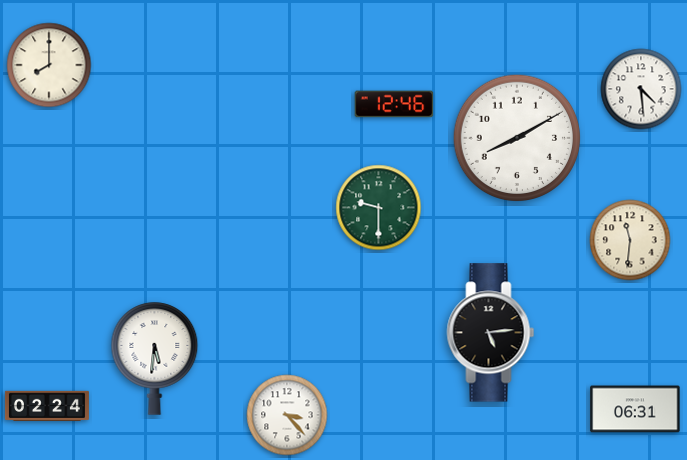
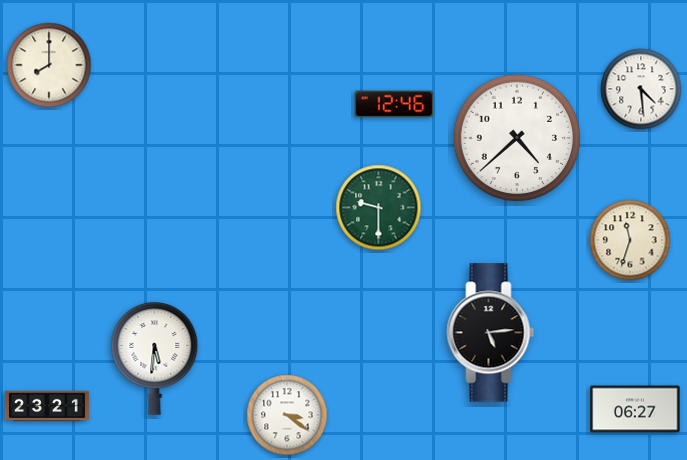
clock at (517, 138): 8:10 -> 4:38
clock at (630, 240): 11:31 -> 11:33
clock at (47, 406): 02:24 -> 23:21
clock at (635, 409): 06:31 -> 06:27
clock at (287, 415): 3:23 -> 3:21
